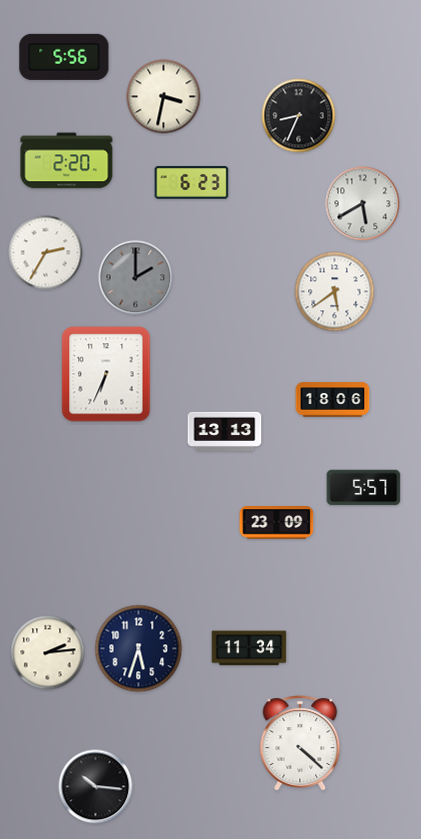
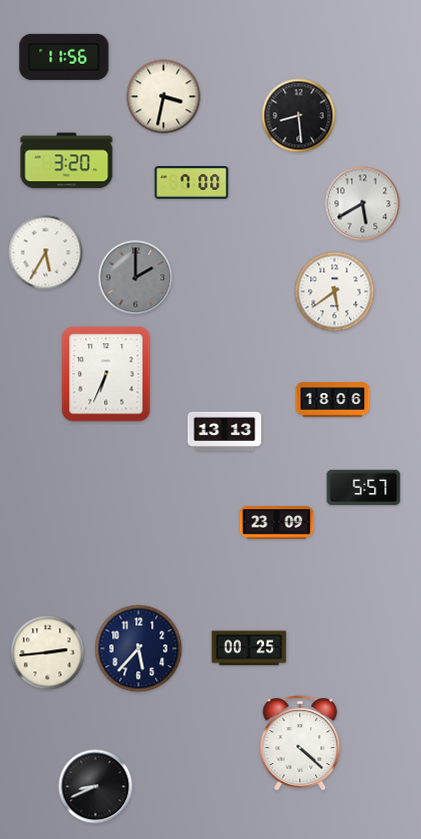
clock at (64, 57): 5:56 -> 11:56
clock at (299, 116): 8:34 -> 8:29
clock at (67, 161): 2:20 -> 3:20
clock at (192, 183): 6:23 -> 7:00
clock at (46, 253): 2:35 -> 5:35
clock at (249, 648): 11:34 -> 00:25
clock at (139, 649): 5:33 -> 5:37
clock at (48, 653): 2:14 -> 2:44
clock at (96, 787): 10:16 -> 8:41
